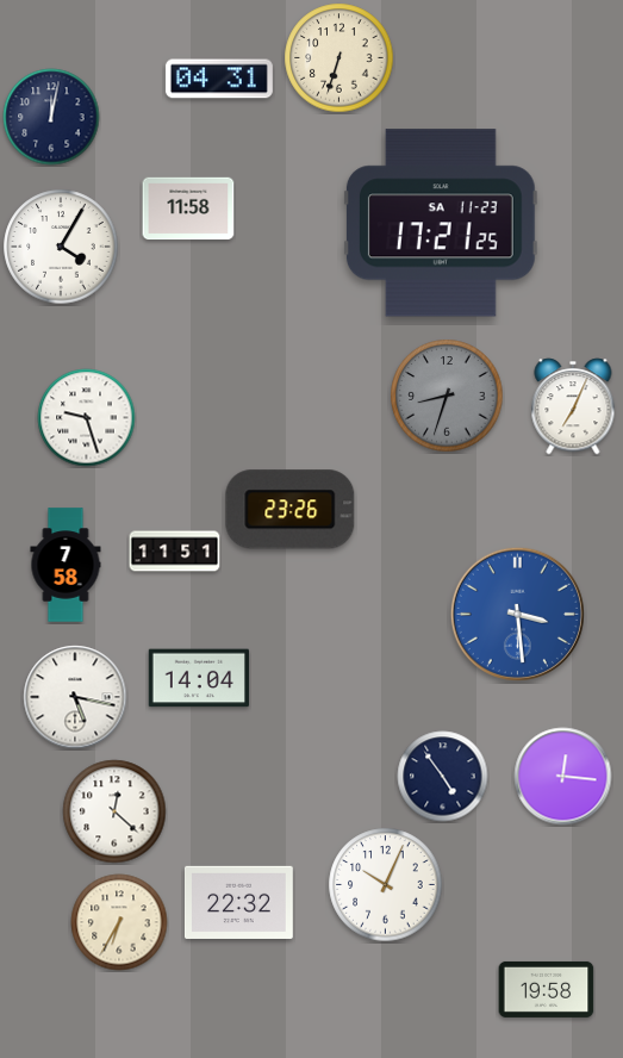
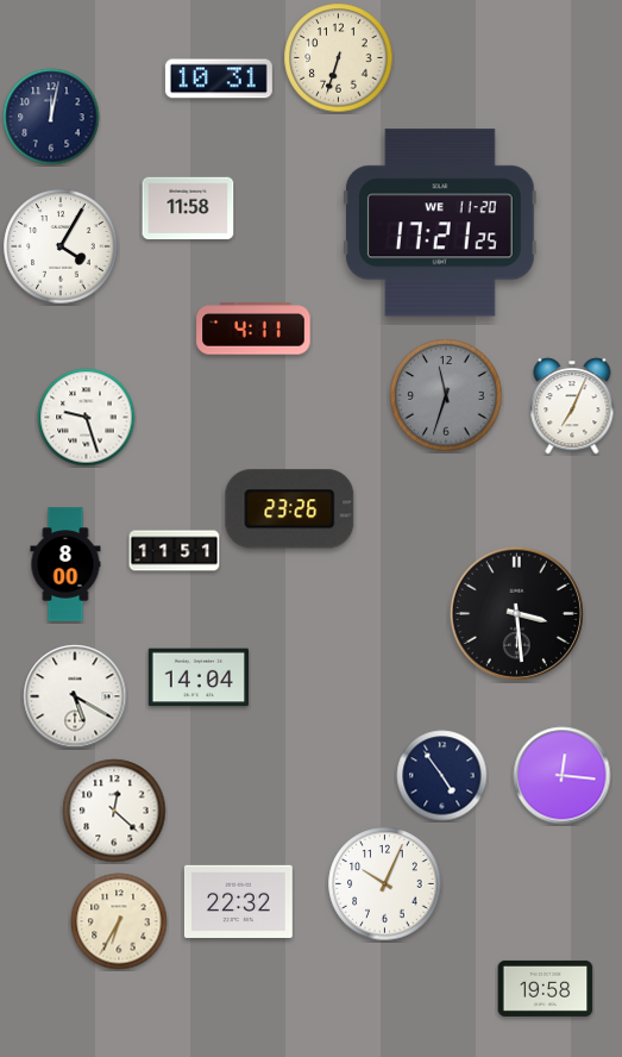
clock at (219, 79): 04:31 -> 10:31
clock at (441, 223) date: SA 11-23 -> WE 11-20
clock at (253, 329): none -> 4:11
clock at (447, 396): 8:33 -> 11:33
clock at (66, 565): 7:58 -> 8:00
clock at (517, 614) dial: blue -> black
clock at (75, 697): 5:17 -> 5:20
